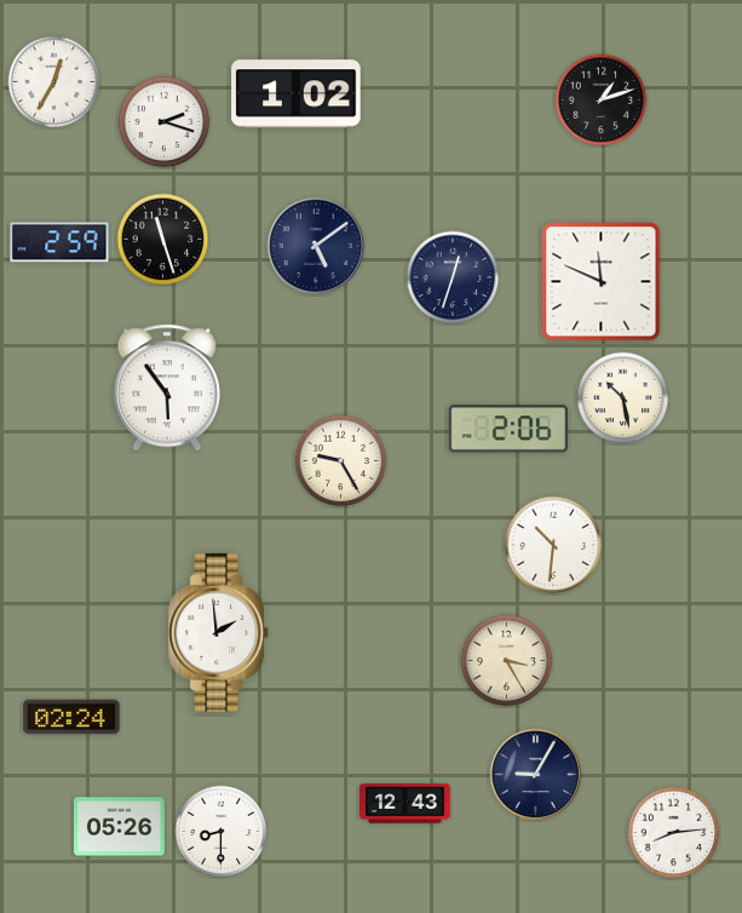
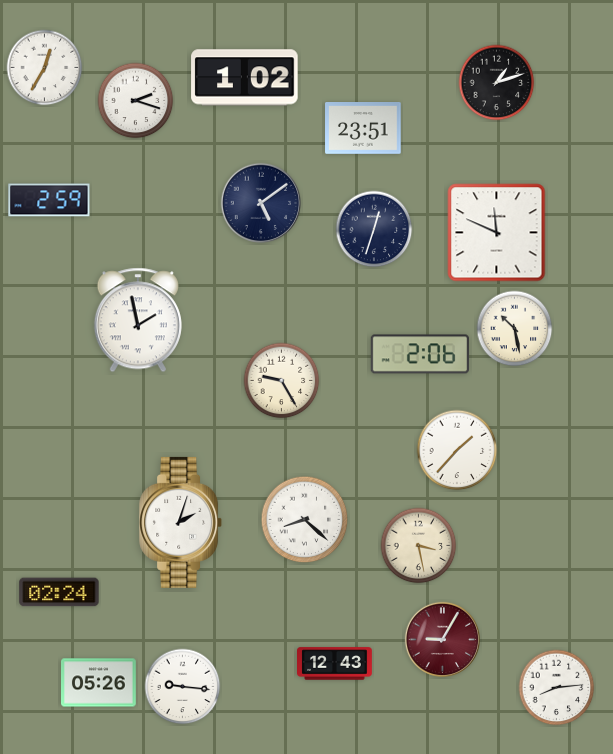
clock at (363, 129): none -> 23:51
clock at (163, 240): 11:27 -> none
clock at (167, 387): 5:54 -> 1:58
clock at (553, 545): 10:31 -> 1:37
clock at (305, 520): none -> 8:22
clock at (219, 632): 1:59 -> 2:03
clock at (507, 661): 3:25 -> 3:28
clock at (535, 774) dial: navy -> burgundy
clock at (222, 832): 8:30 -> 9:16
